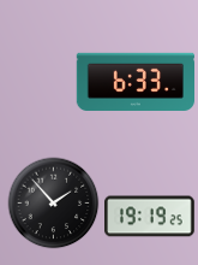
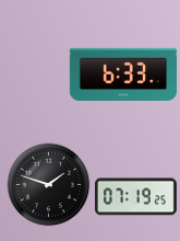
clock at (54, 204): 1:53 -> 1:48
clock at (150, 217): 19:19 -> 07:19
